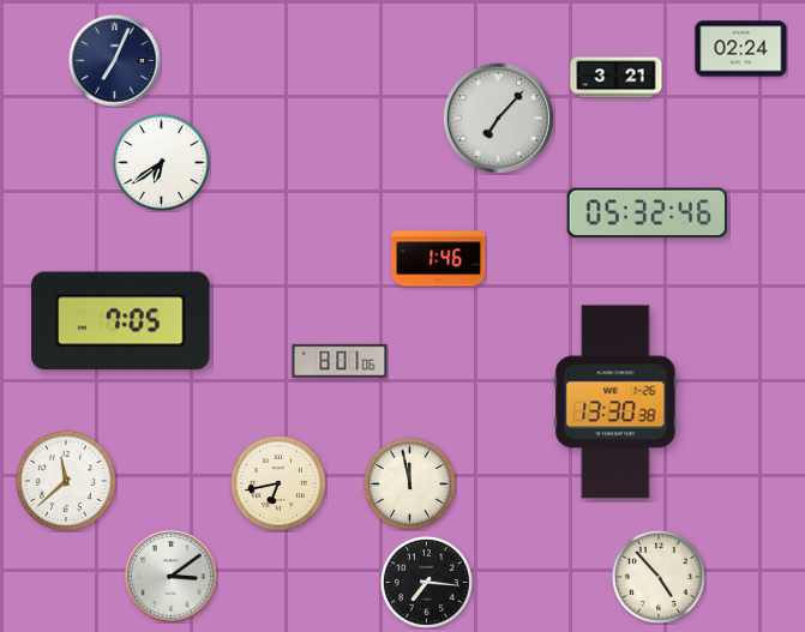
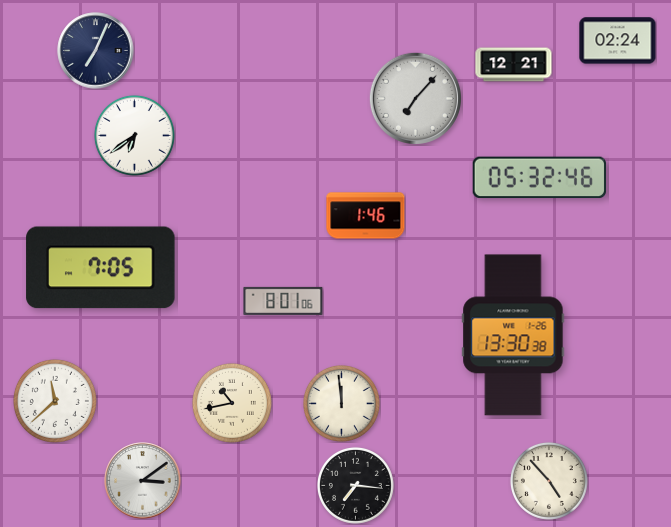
clock at (617, 78): 3:21 -> 12:21
clock at (278, 483): 6:43 -> 10:43
clock at (409, 483): 11:58 -> 11:59
